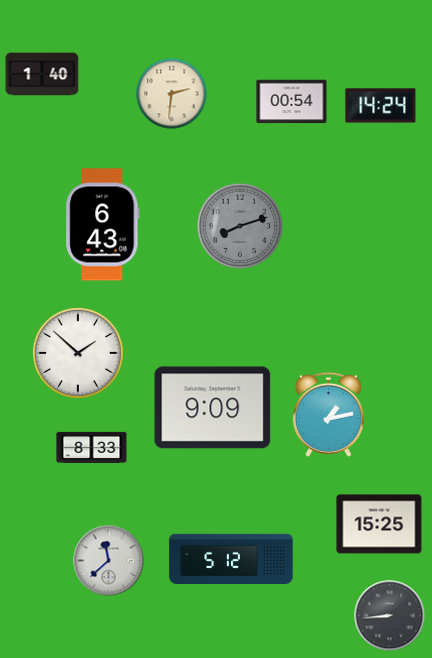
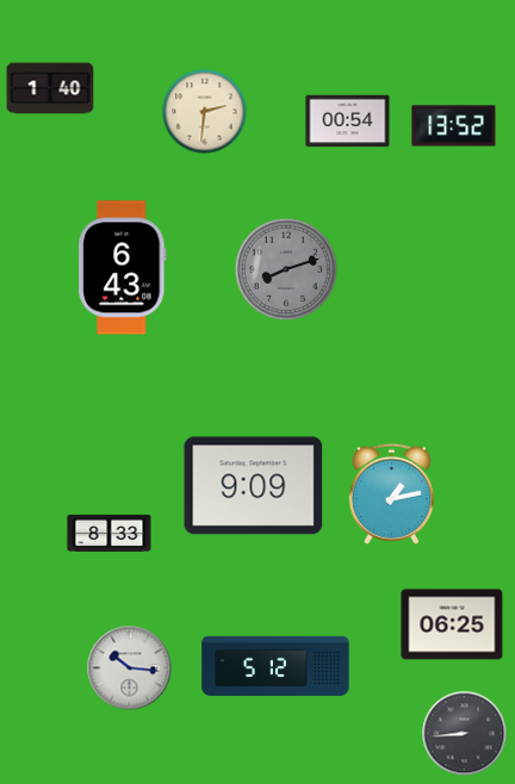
clock at (381, 106): 14:24 -> 13:52
clock at (79, 354): 1:52 -> none
clock at (379, 524): 15:25 -> 06:25
clock at (109, 561): 11:38 -> 10:16
